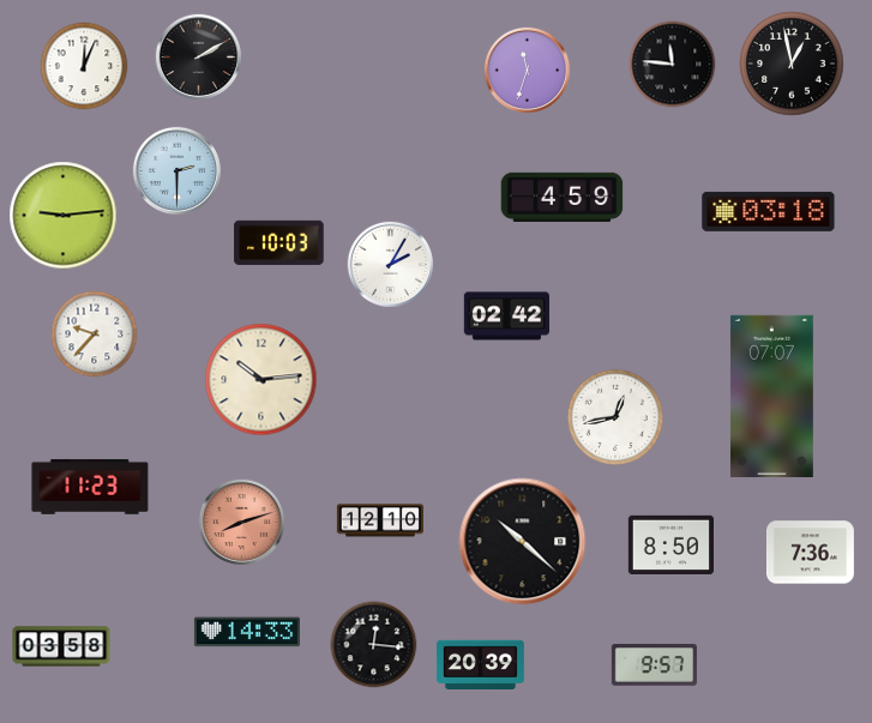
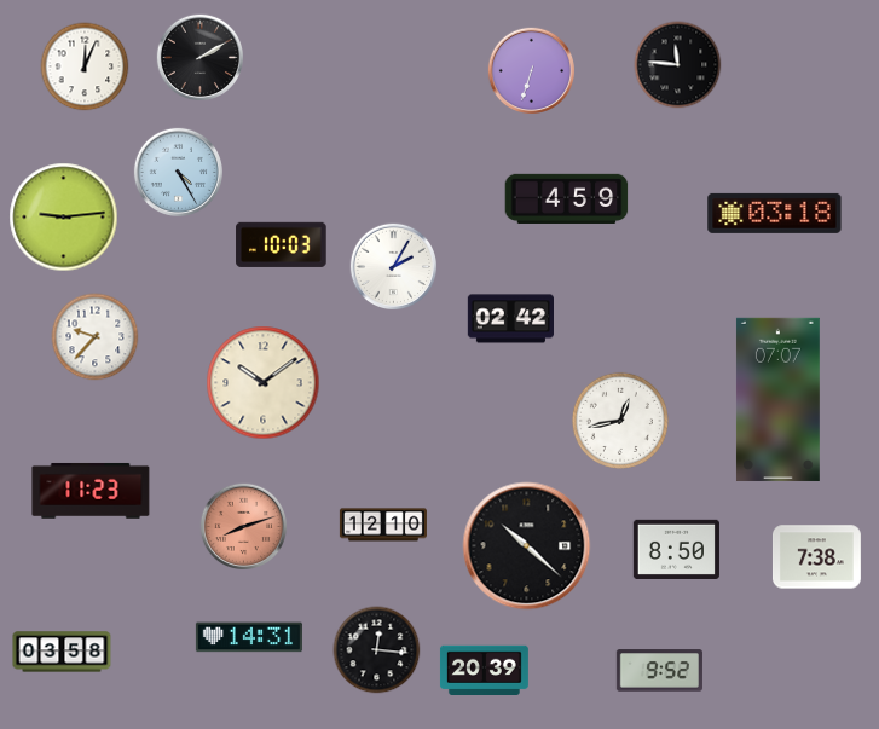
clock at (792, 64): 12:58 -> none
clock at (527, 70): 11:33 -> 6:33
clock at (176, 170): 2:30 -> 4:25
clock at (261, 380): 10:14 -> 10:09
clock at (810, 553): 7:36 -> 7:38
clock at (247, 632): 14:33 -> 14:31
clock at (654, 665): 9:57 -> 9:52
